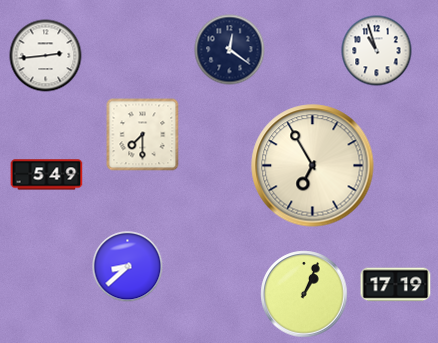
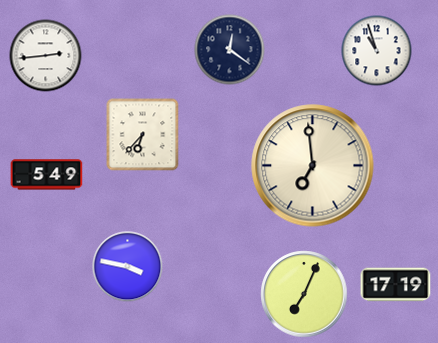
clock at (143, 135): 7:30 -> 6:37
clock at (313, 166): 6:55 -> 6:59
clock at (128, 267): 8:38 -> 3:47
clock at (304, 294): 1:04 -> 7:04
